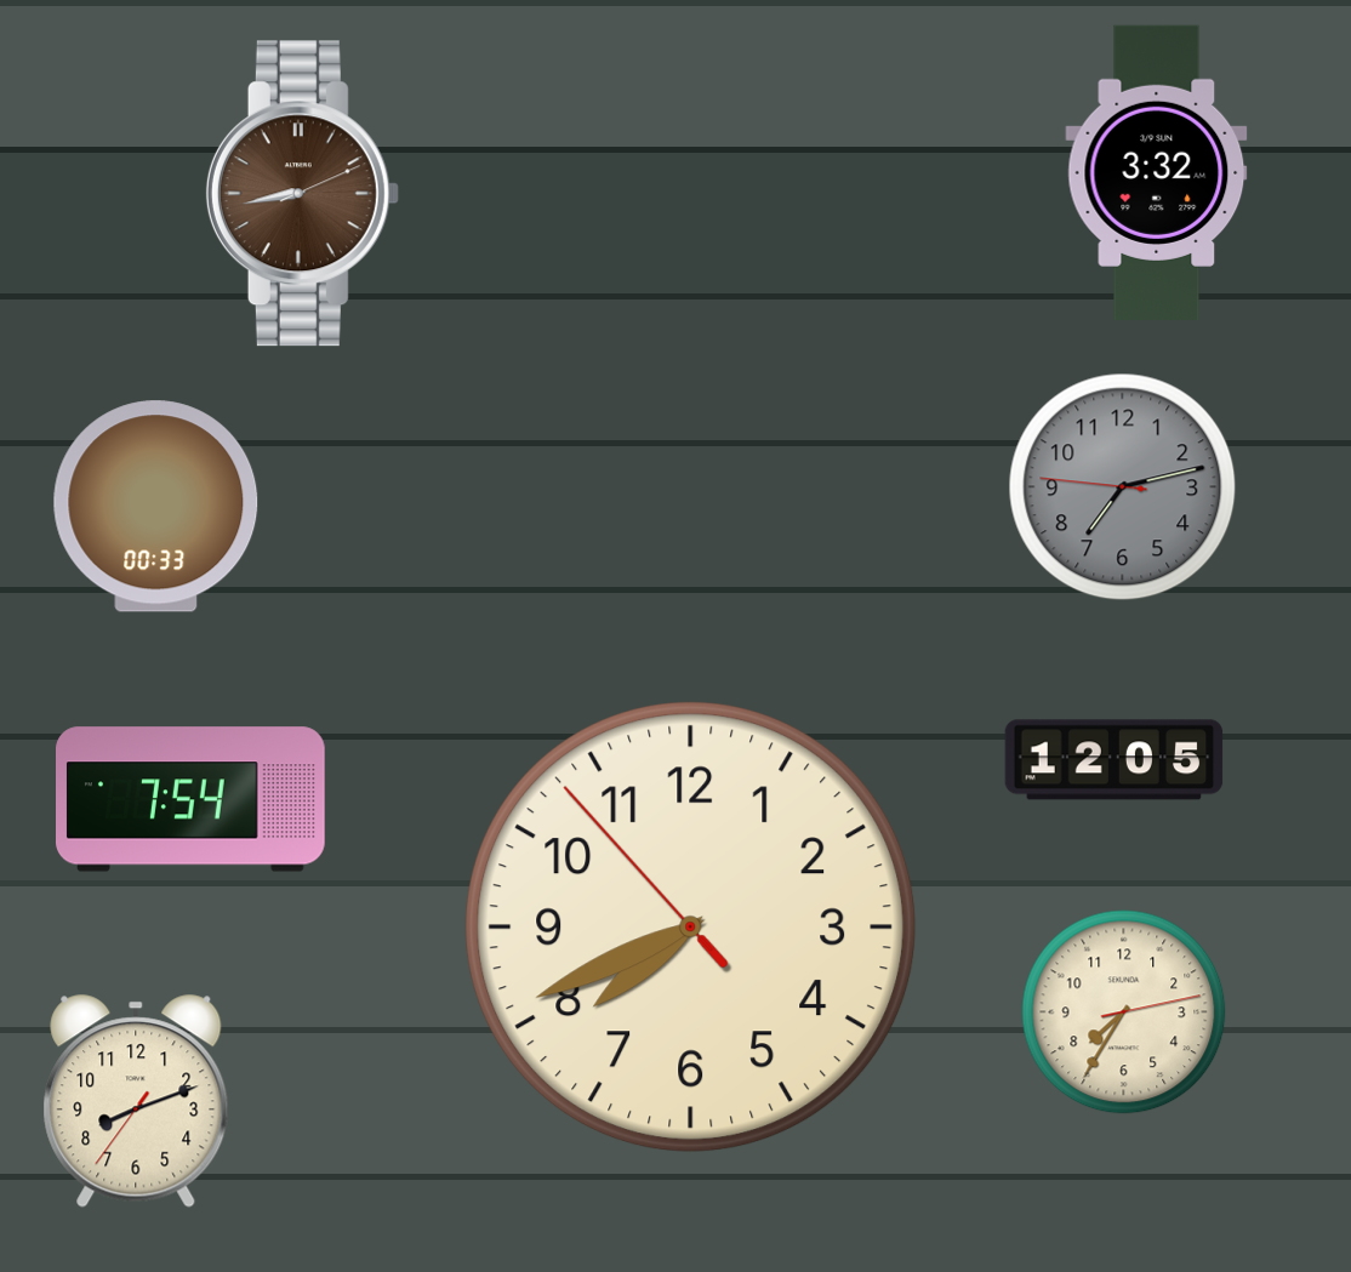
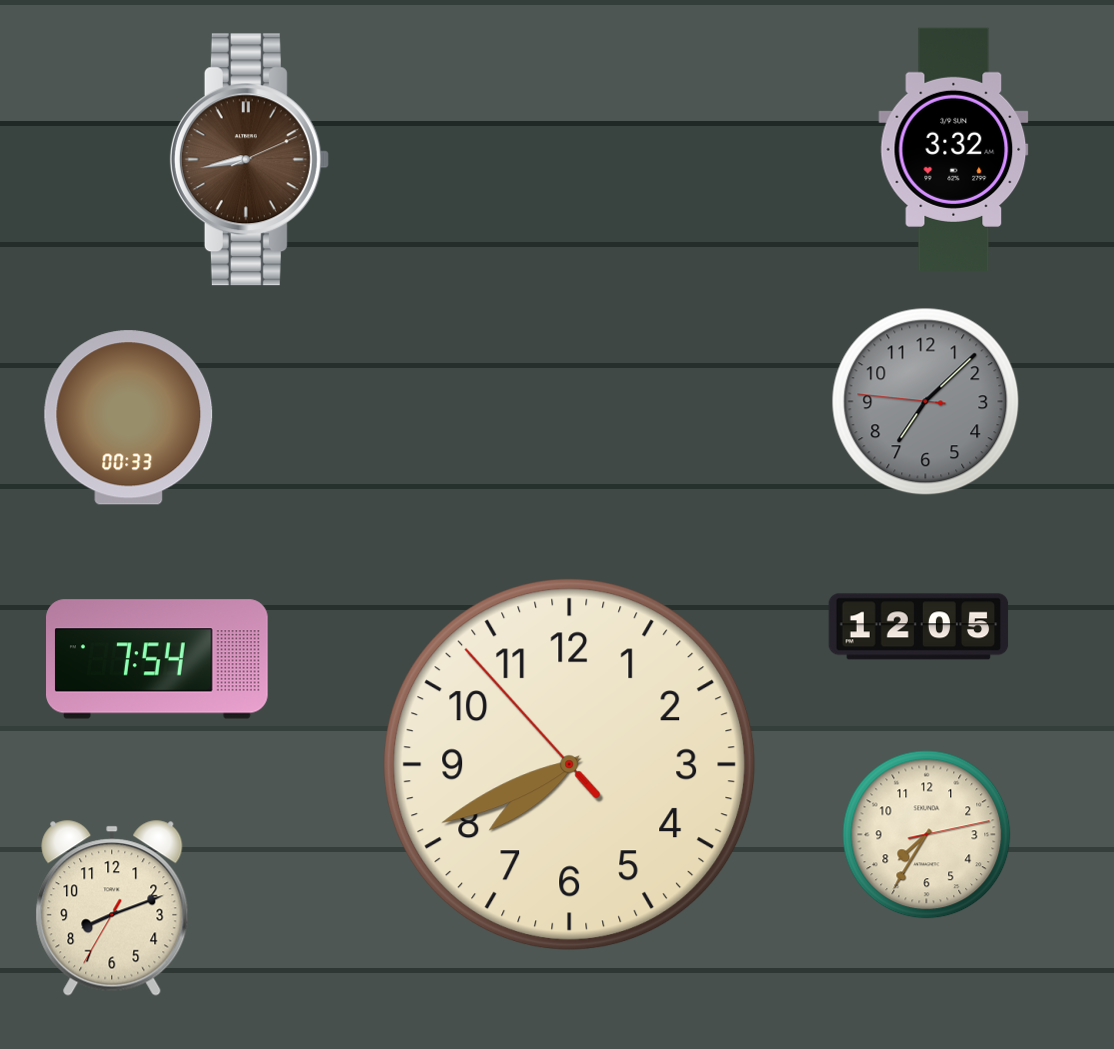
clock at (1157, 172) position: (1157, 172) -> (954, 149)
clock at (1123, 487): 7:12 -> 7:07
clock at (136, 1101): 8:11:36 -> 8:11:35
